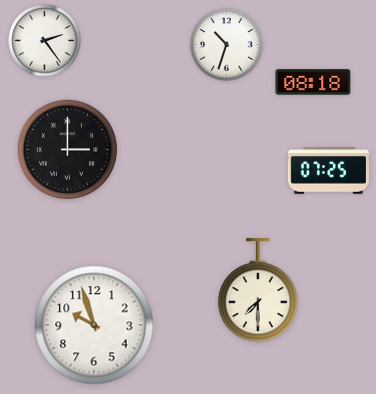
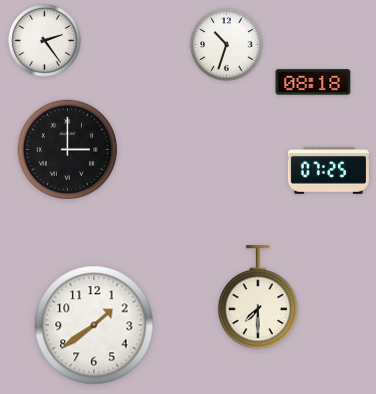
clock at (258, 291) position: (258, 291) -> (258, 298)
clock at (94, 325): 9:57 -> 1:39
